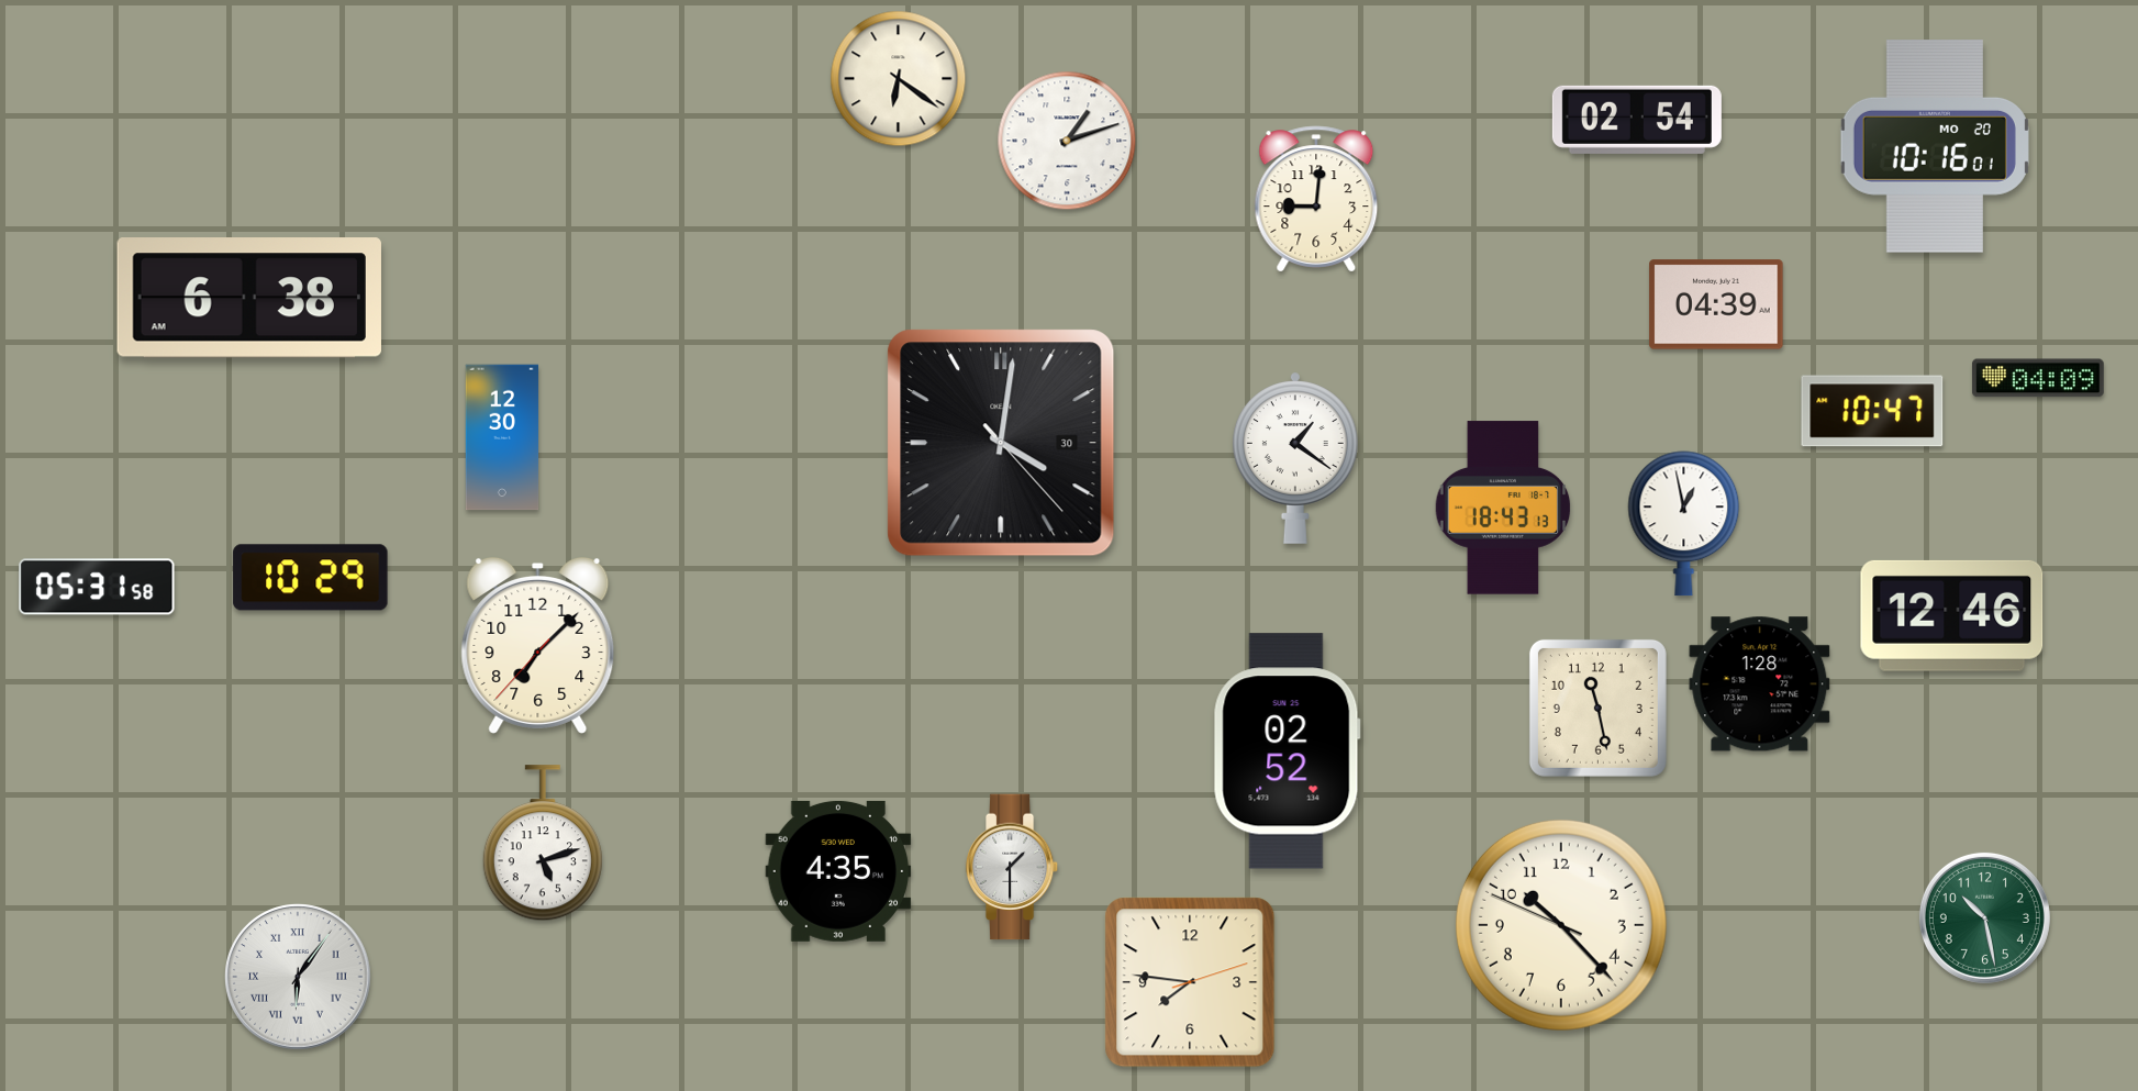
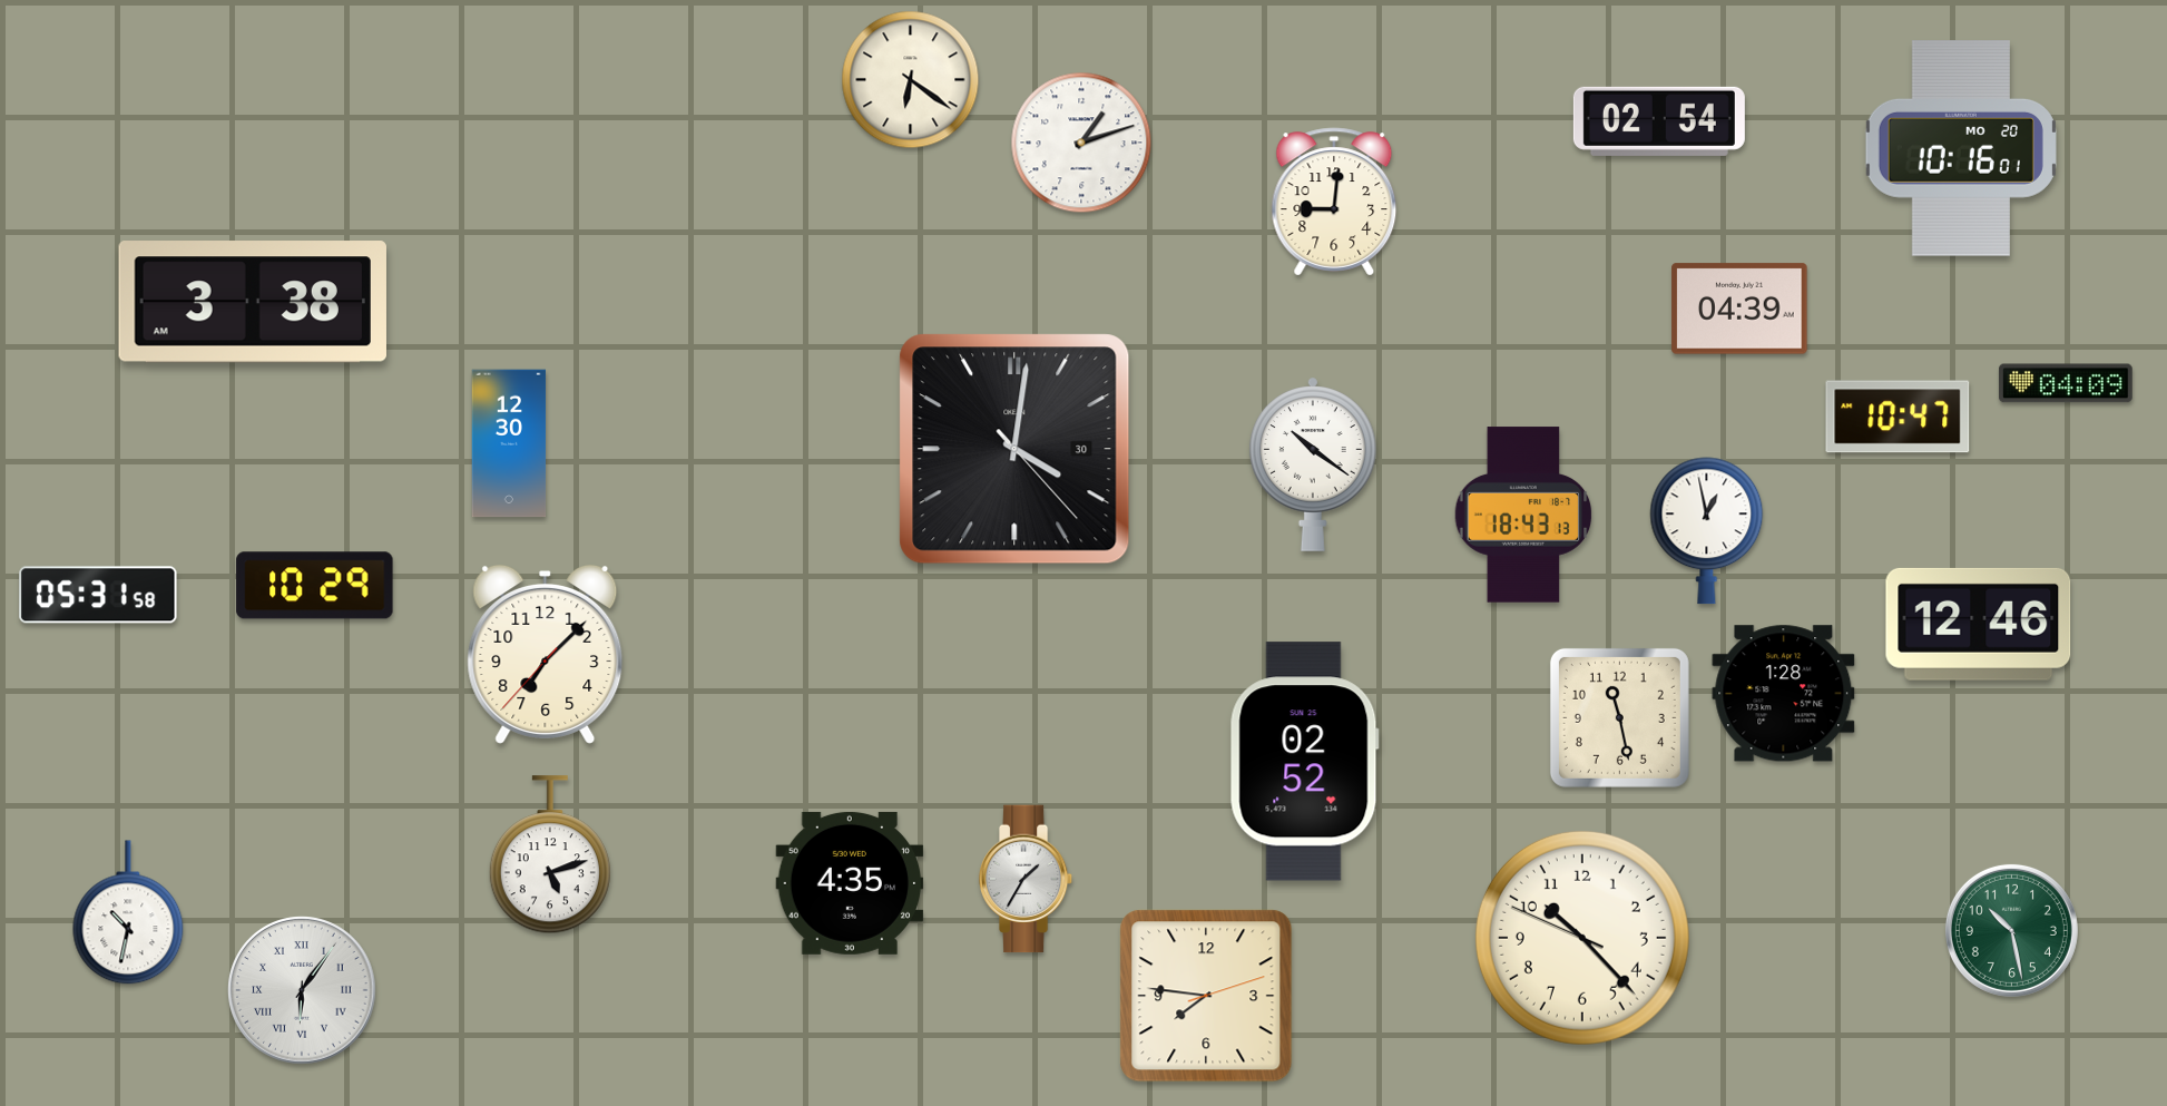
clock at (249, 298): 6:38 -> 3:38
clock at (1295, 458): 1:21 -> 10:21
clock at (1012, 867): 1:30 -> 1:35
clock at (128, 912): none -> 10:32
